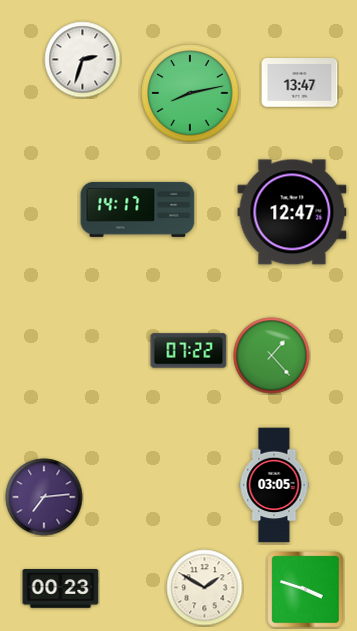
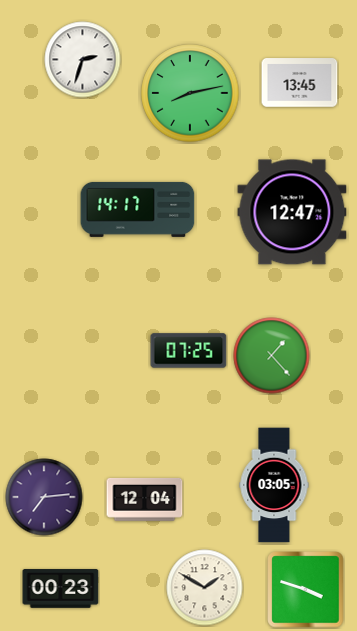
clock at (300, 83): 13:47 -> 13:45
clock at (189, 351): 07:22 -> 07:25
clock at (145, 499): none -> 12:04
